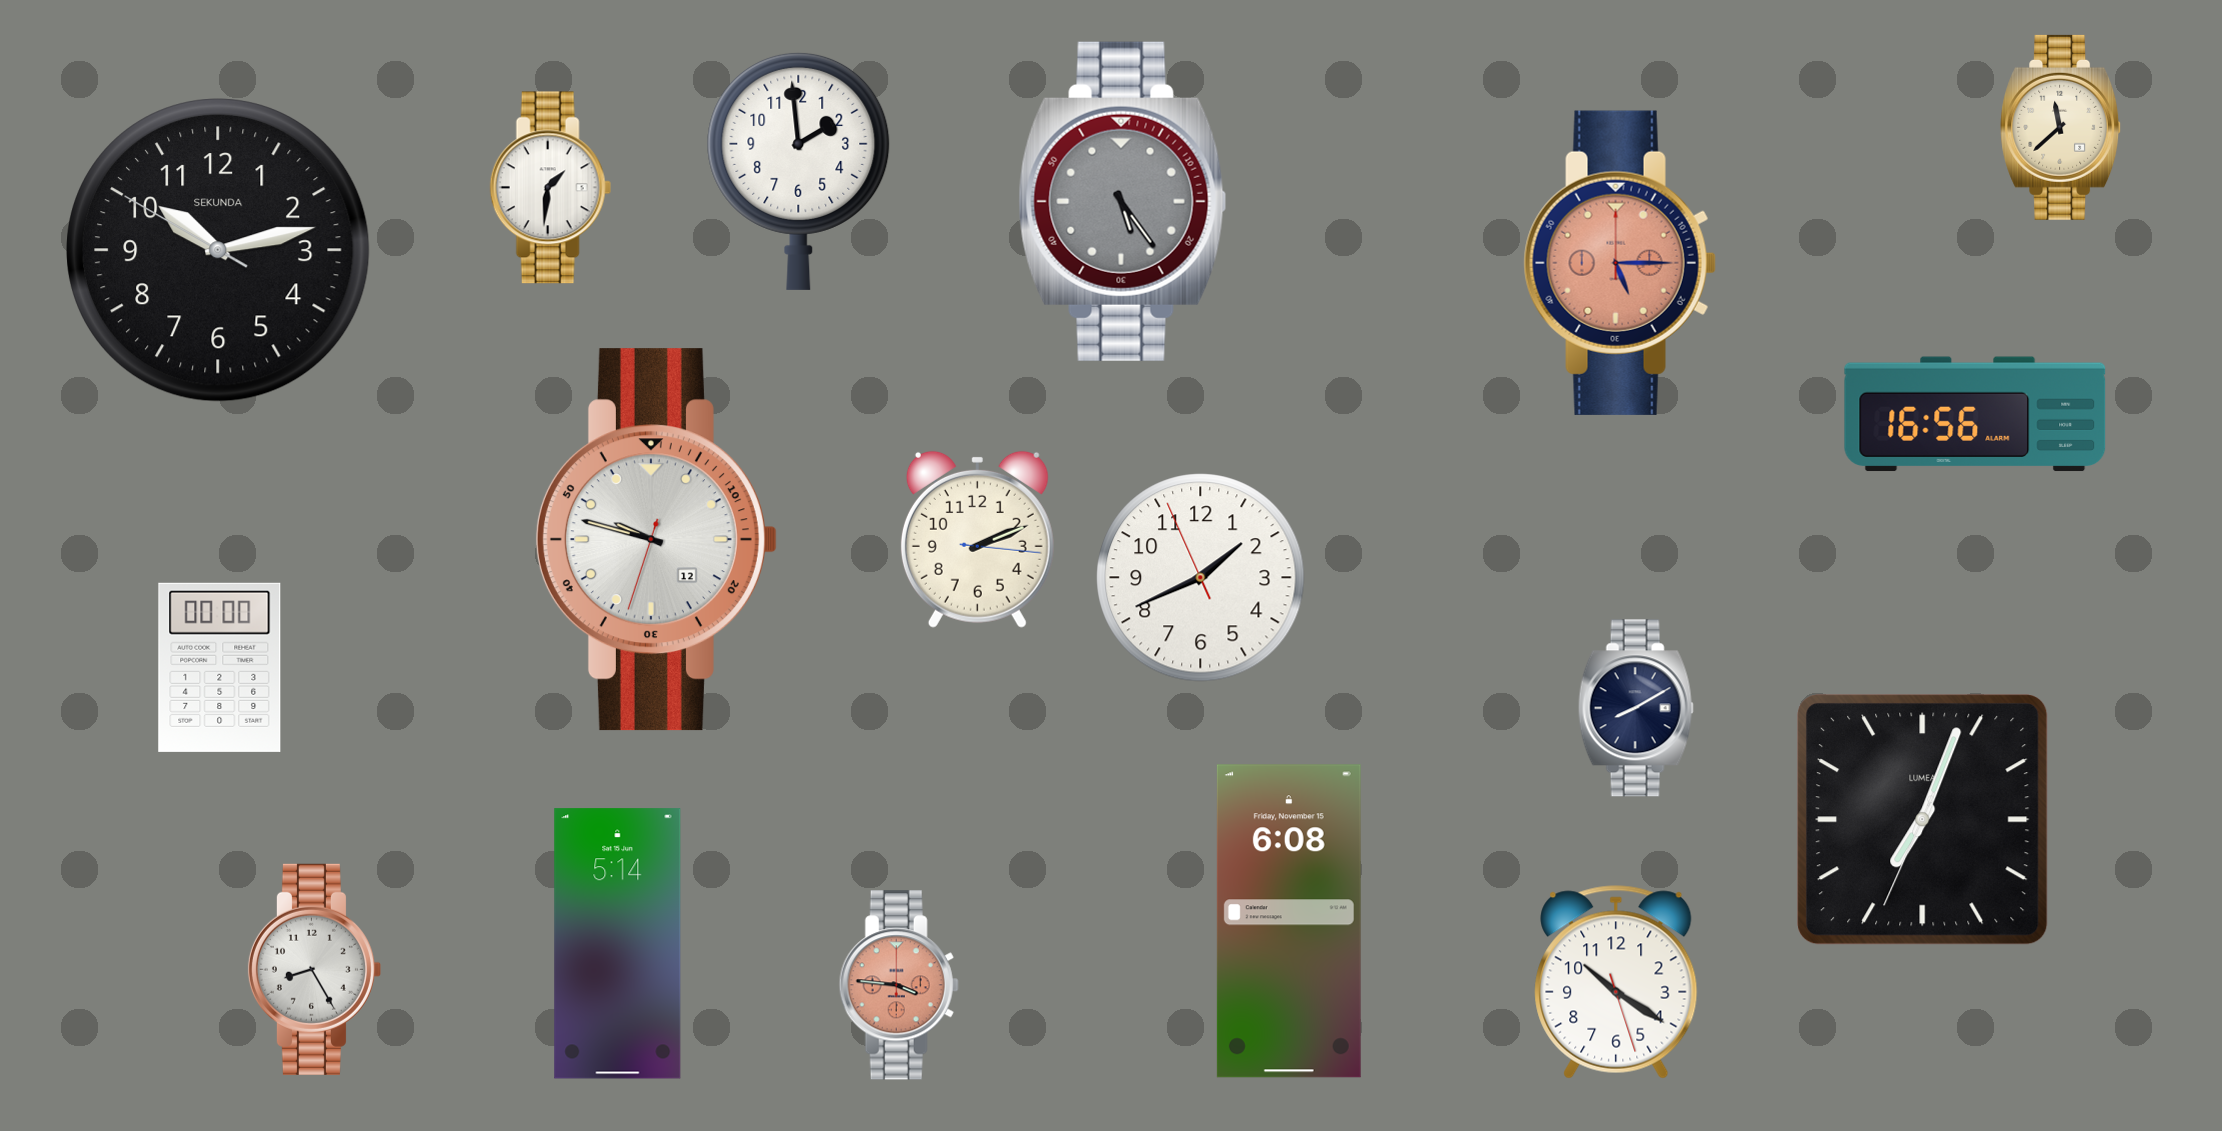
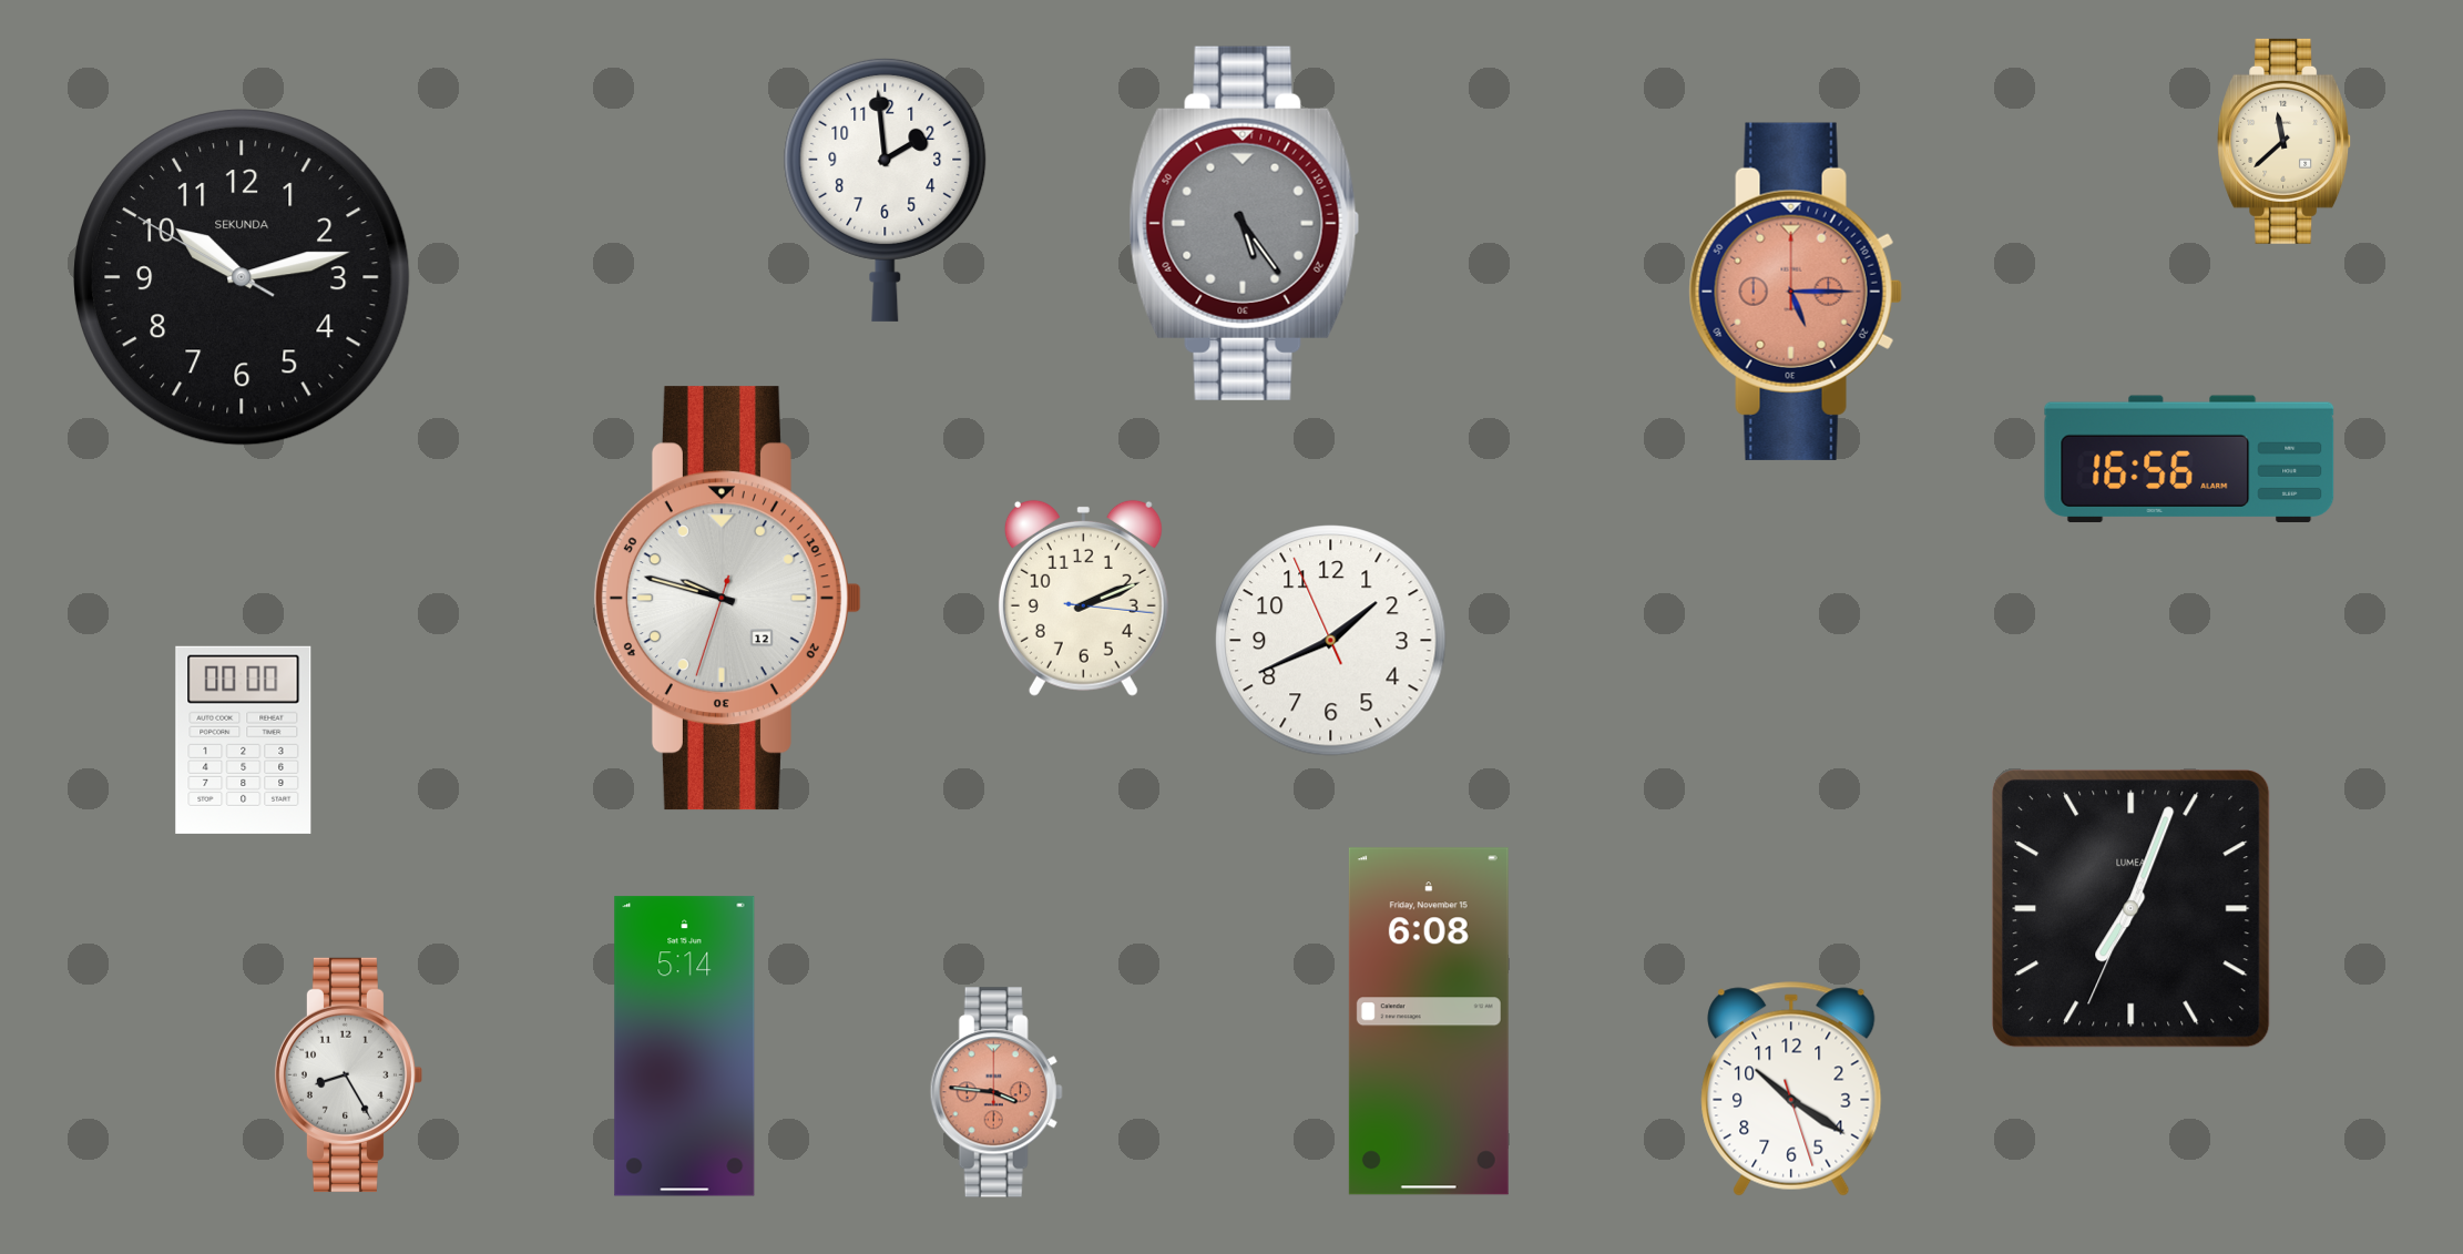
clock at (550, 188): 1:31 -> none
clock at (1636, 708): 8:10 -> none
